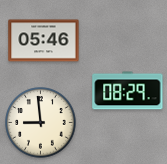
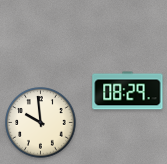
clock at (44, 41): 05:46 -> none
clock at (41, 123): 8:59 -> 9:59
